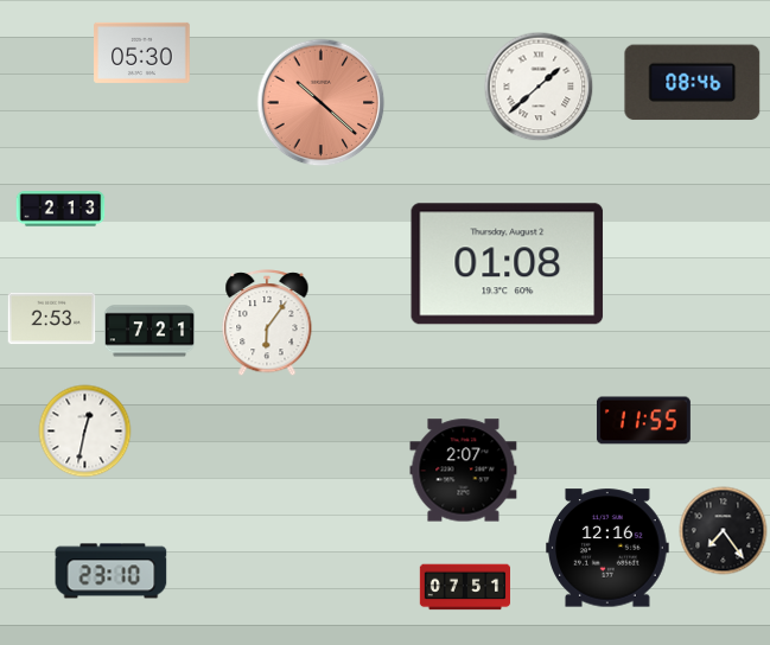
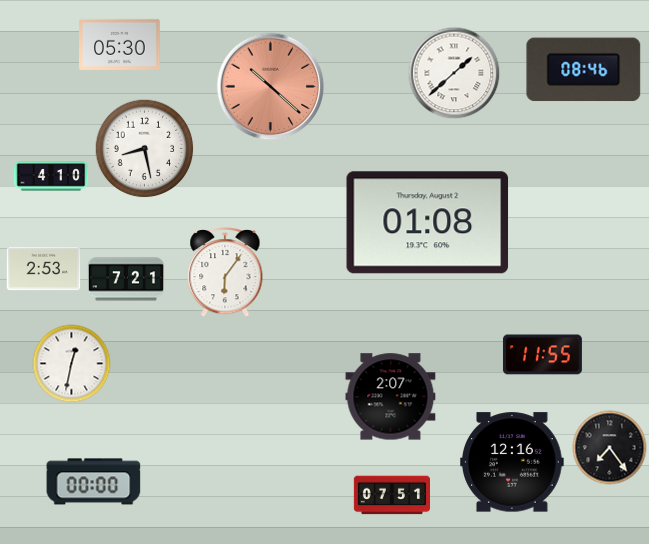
clock at (145, 149): none -> 8:28
clock at (61, 209): 2:13 -> 4:10
clock at (112, 571): 23:10 -> 00:00
